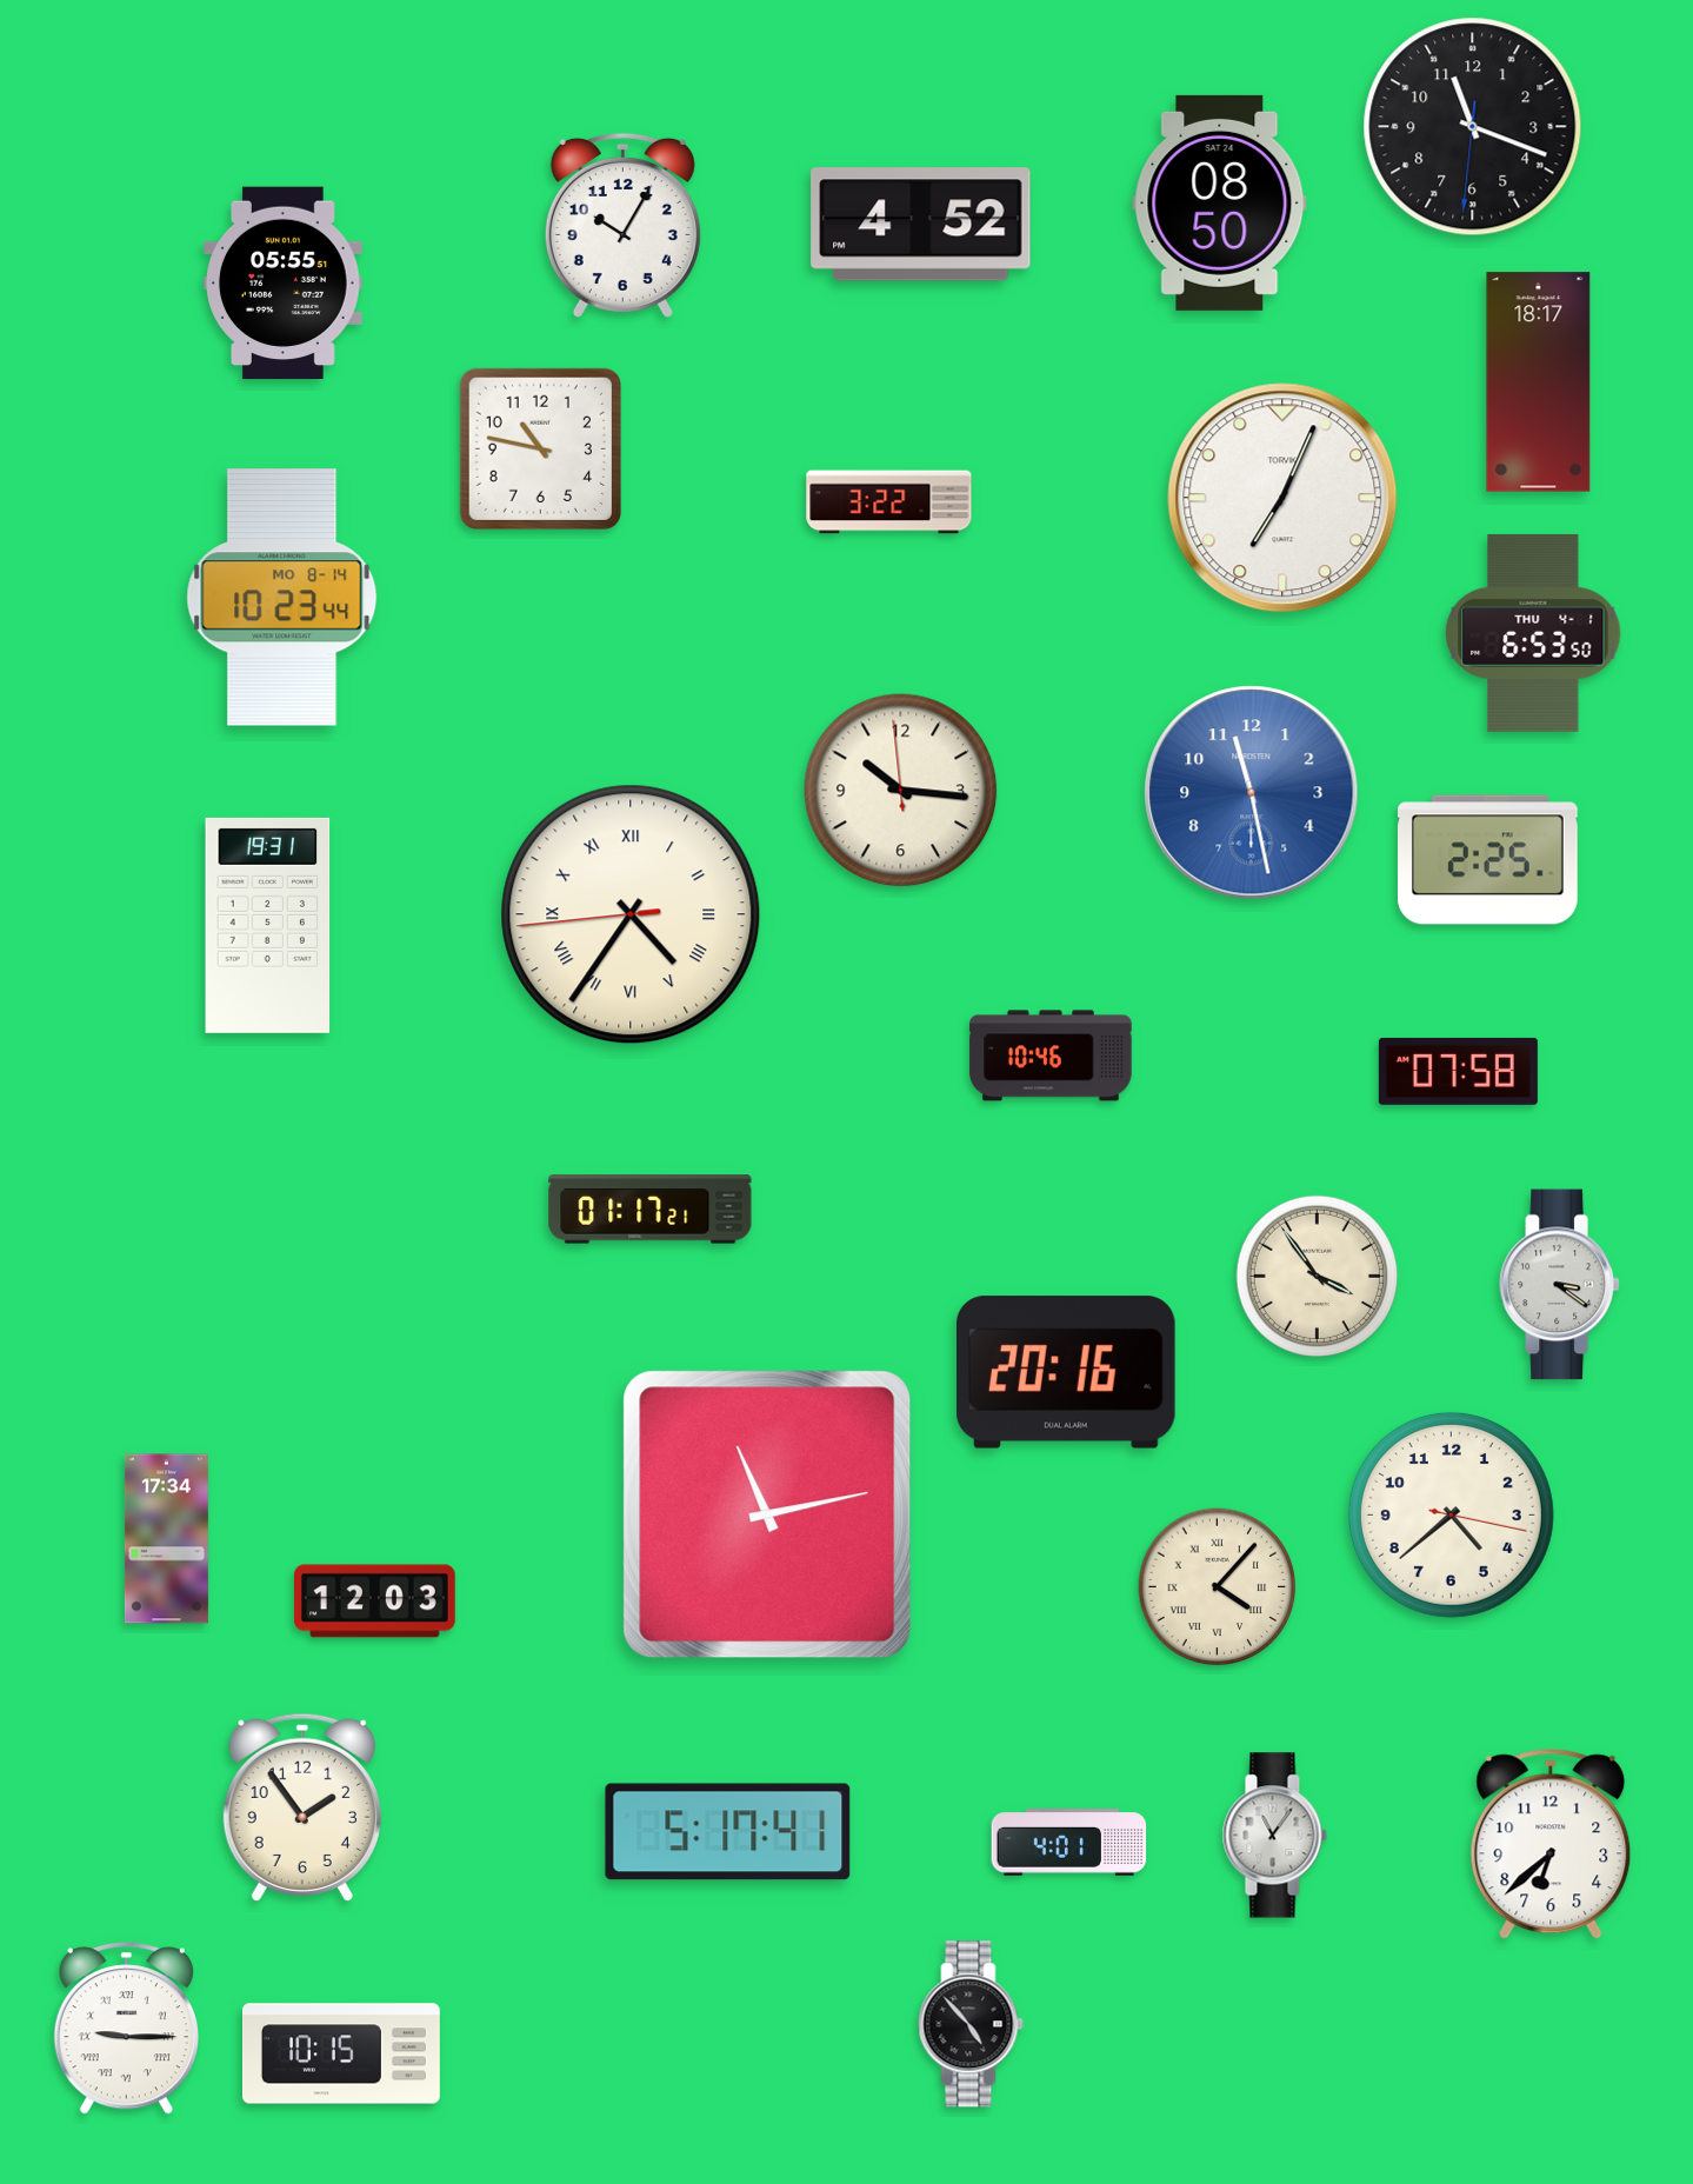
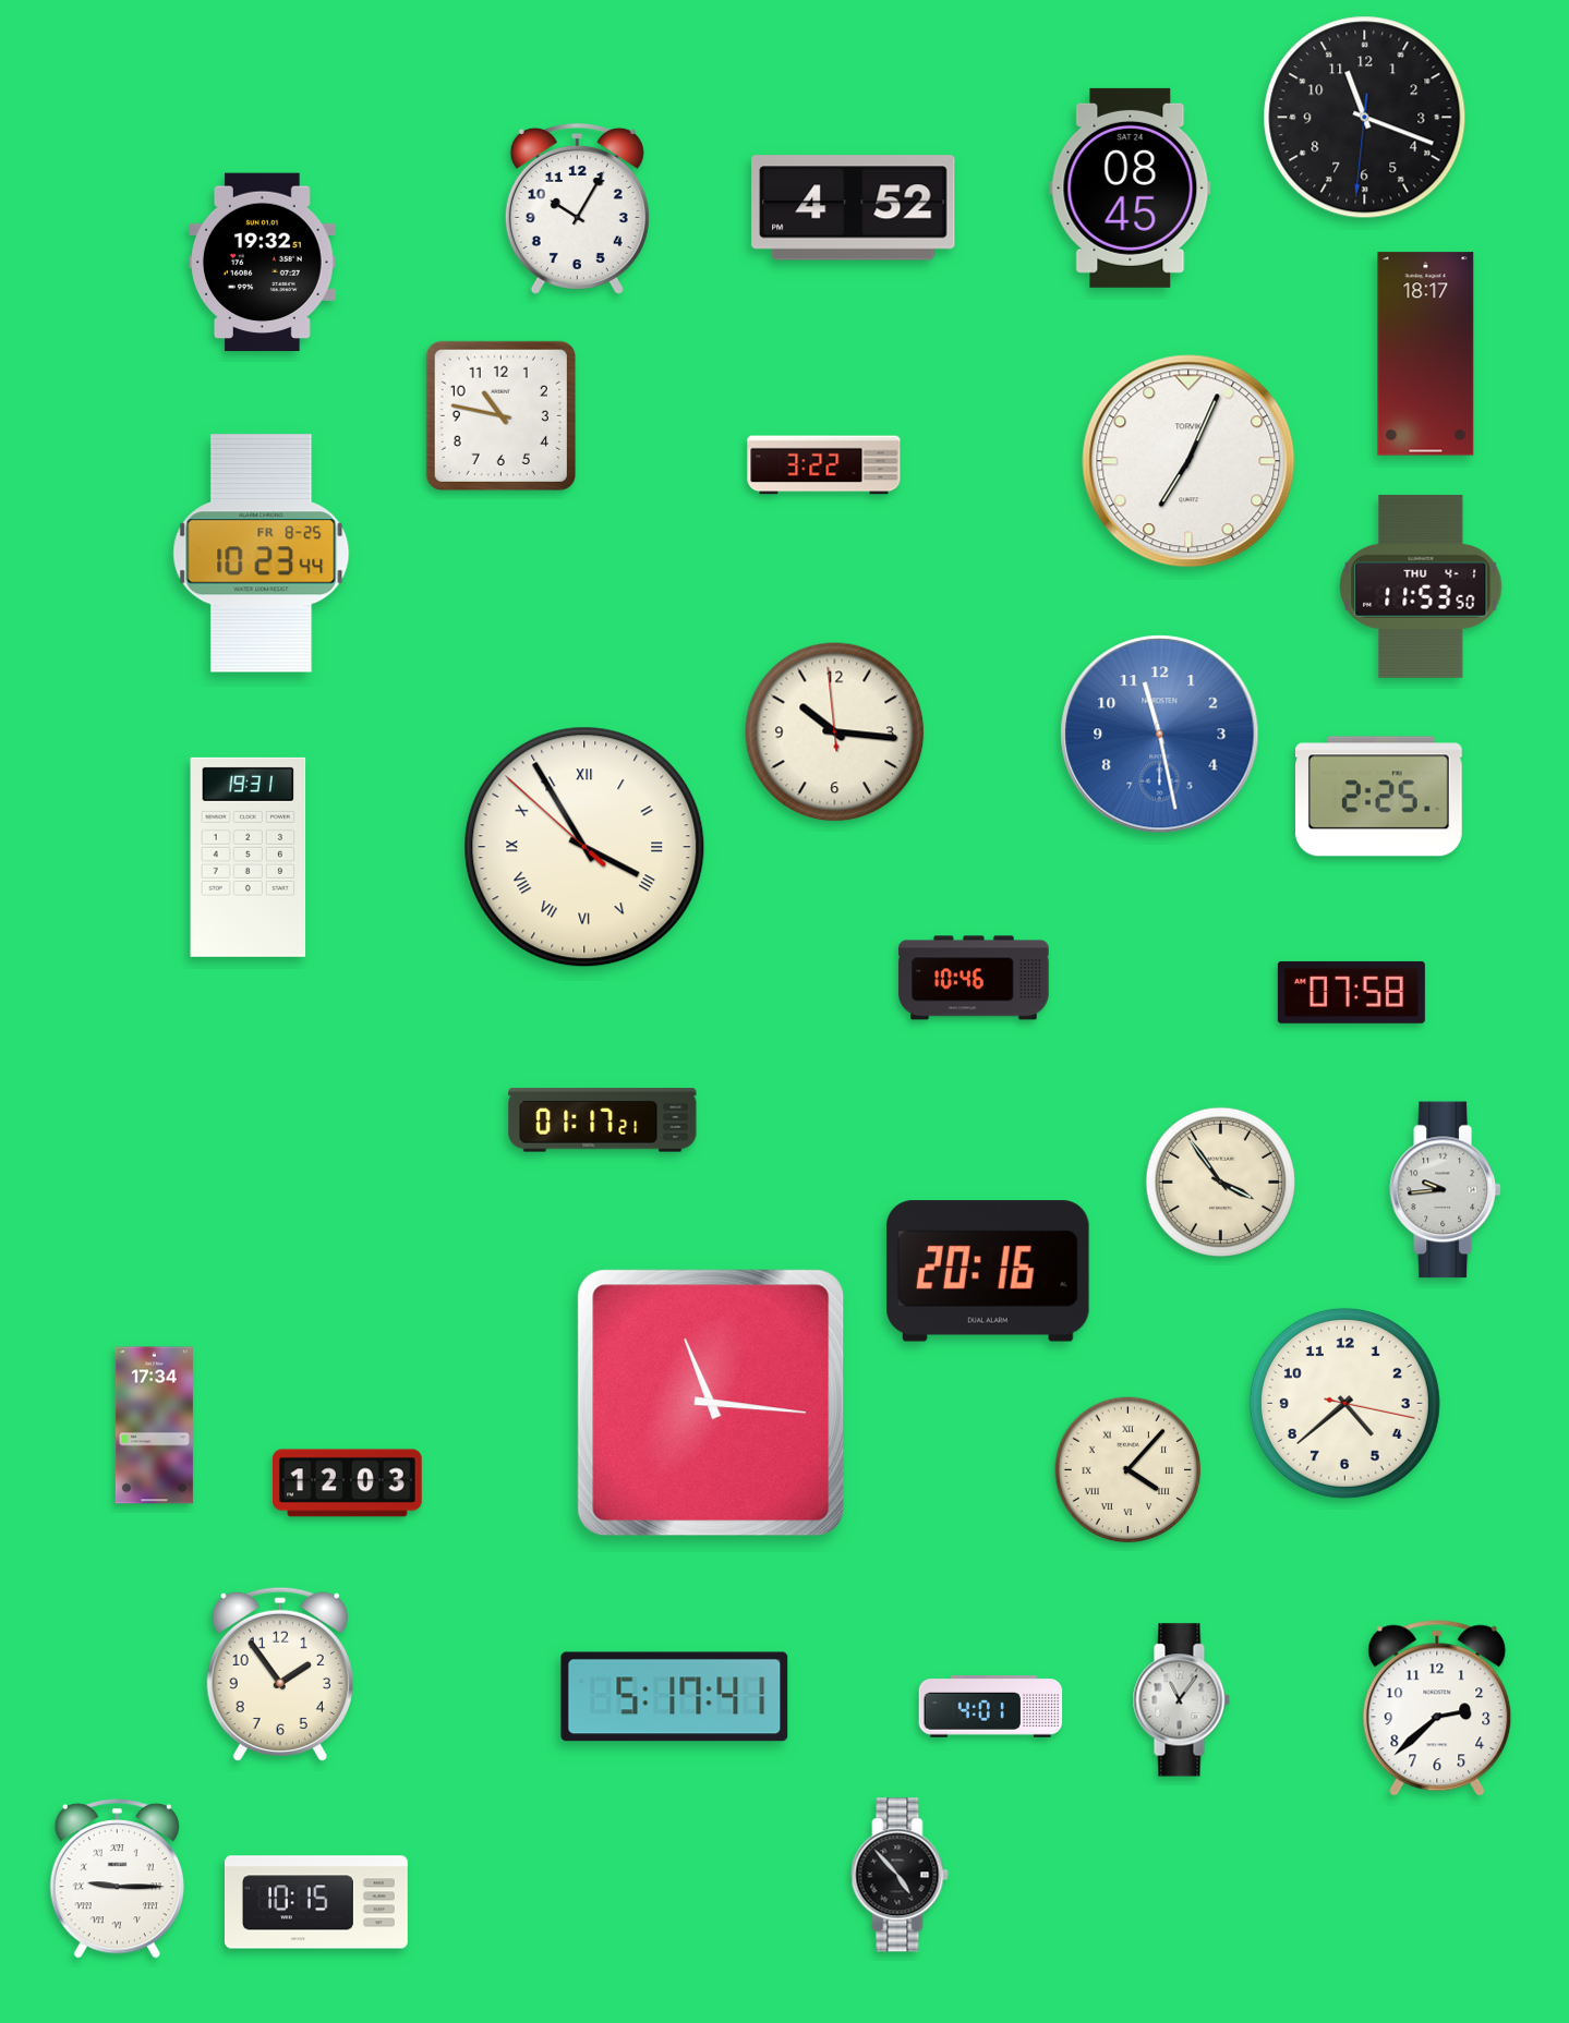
clock at (1220, 202): 08:50 -> 08:45
clock at (284, 284): 05:55 -> 19:32
clock at (282, 598) date: MO 8-14 -> FR 8-25
clock at (1533, 633): 6:53 -> 11:53
clock at (631, 914): 4:35 -> 3:54
clock at (1559, 1285): 3:21 -> 9:44
clock at (767, 1514): 11:13 -> 11:16
clock at (1551, 1844): 6:38 -> 2:38
